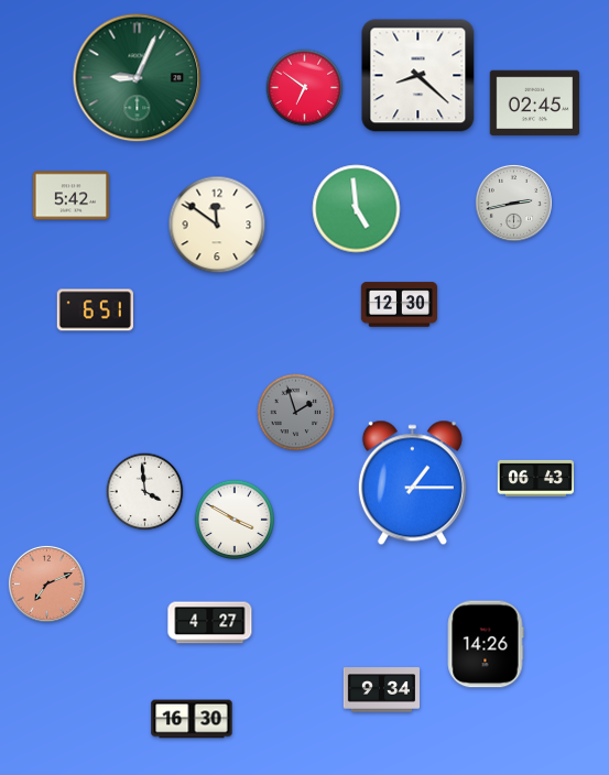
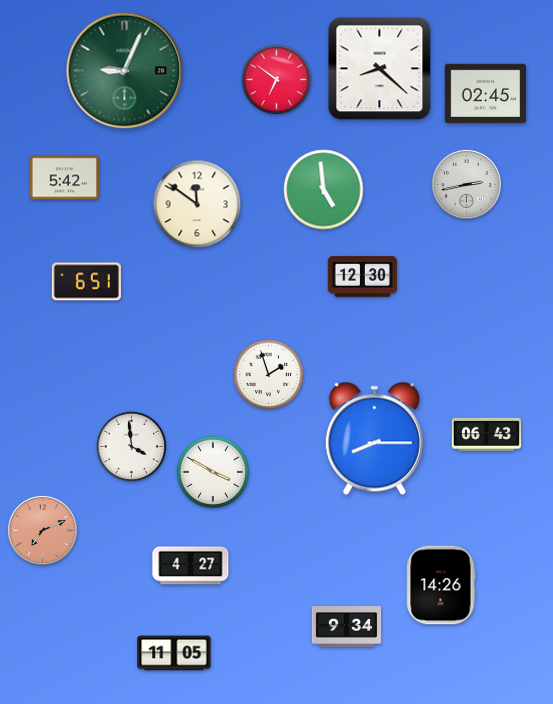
clock at (296, 413) dial: grey -> white
clock at (412, 483): 1:15 -> 8:15
clock at (192, 719): 16:30 -> 11:05
